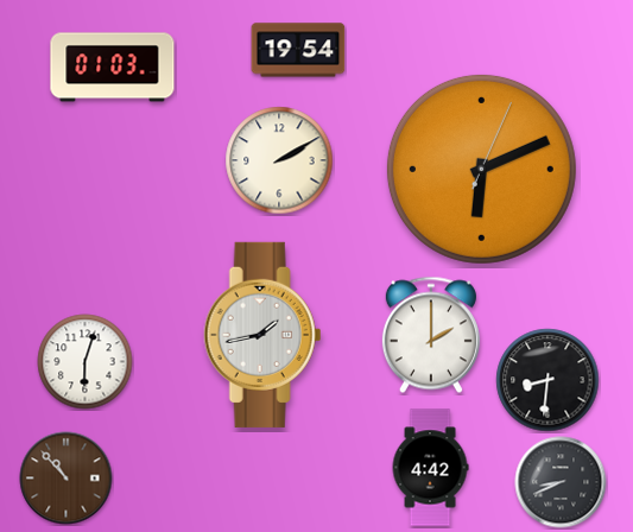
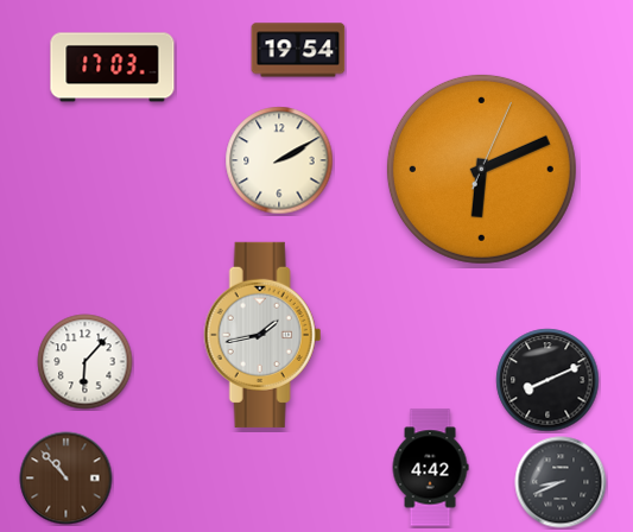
clock at (113, 68): 01:03 -> 17:03
clock at (431, 335): 2:00 -> none
clock at (86, 362): 6:03 -> 6:07
clock at (547, 380): 8:31 -> 8:11
